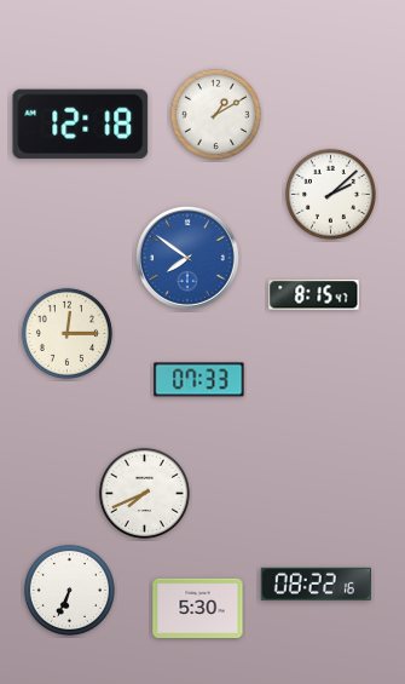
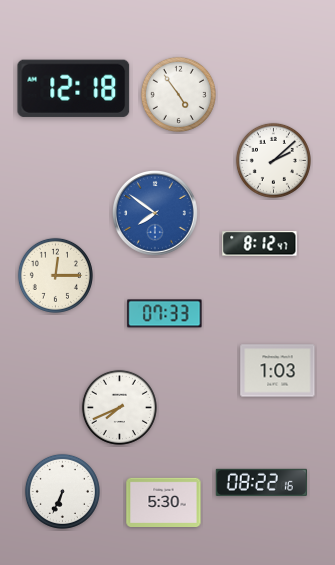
clock at (215, 114): 1:10 -> 4:54
clock at (81, 123) position: (81, 123) -> (74, 88)
clock at (314, 295): 8:15 -> 8:12
clock at (278, 371): none -> 1:03
clock at (69, 590) position: (69, 590) -> (62, 491)
